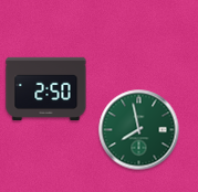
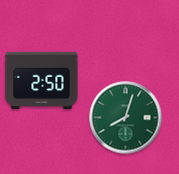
clock at (139, 130): 7:58 -> 8:03
